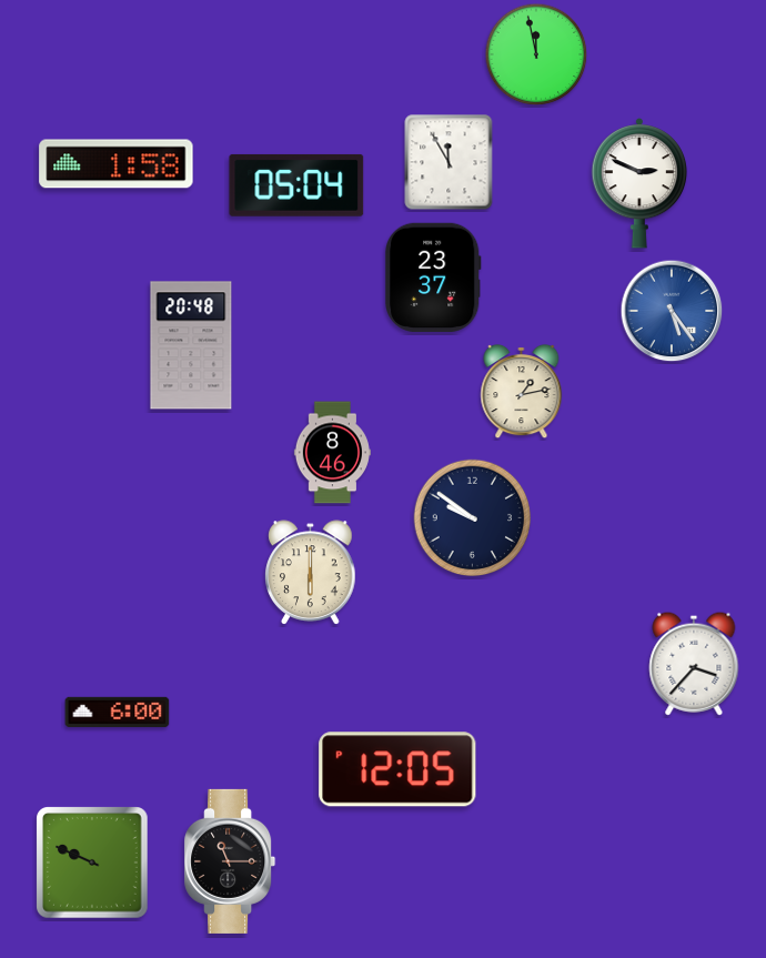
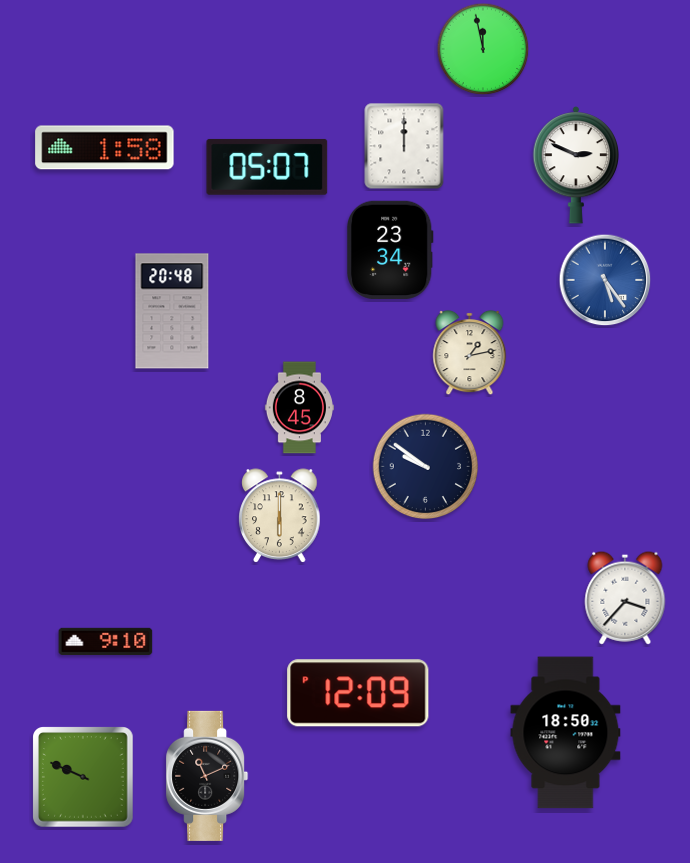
clock at (448, 162): 11:55 -> 12:00
clock at (296, 185): 05:04 -> 05:07
clock at (433, 278): 23:37 -> 23:34
clock at (332, 453): 8:46 -> 8:45
clock at (118, 712): 6:00 -> 9:10
clock at (397, 769): 12:05 -> 12:09
clock at (566, 733): none -> 18:50
clock at (230, 861): 11:15 -> 11:11
